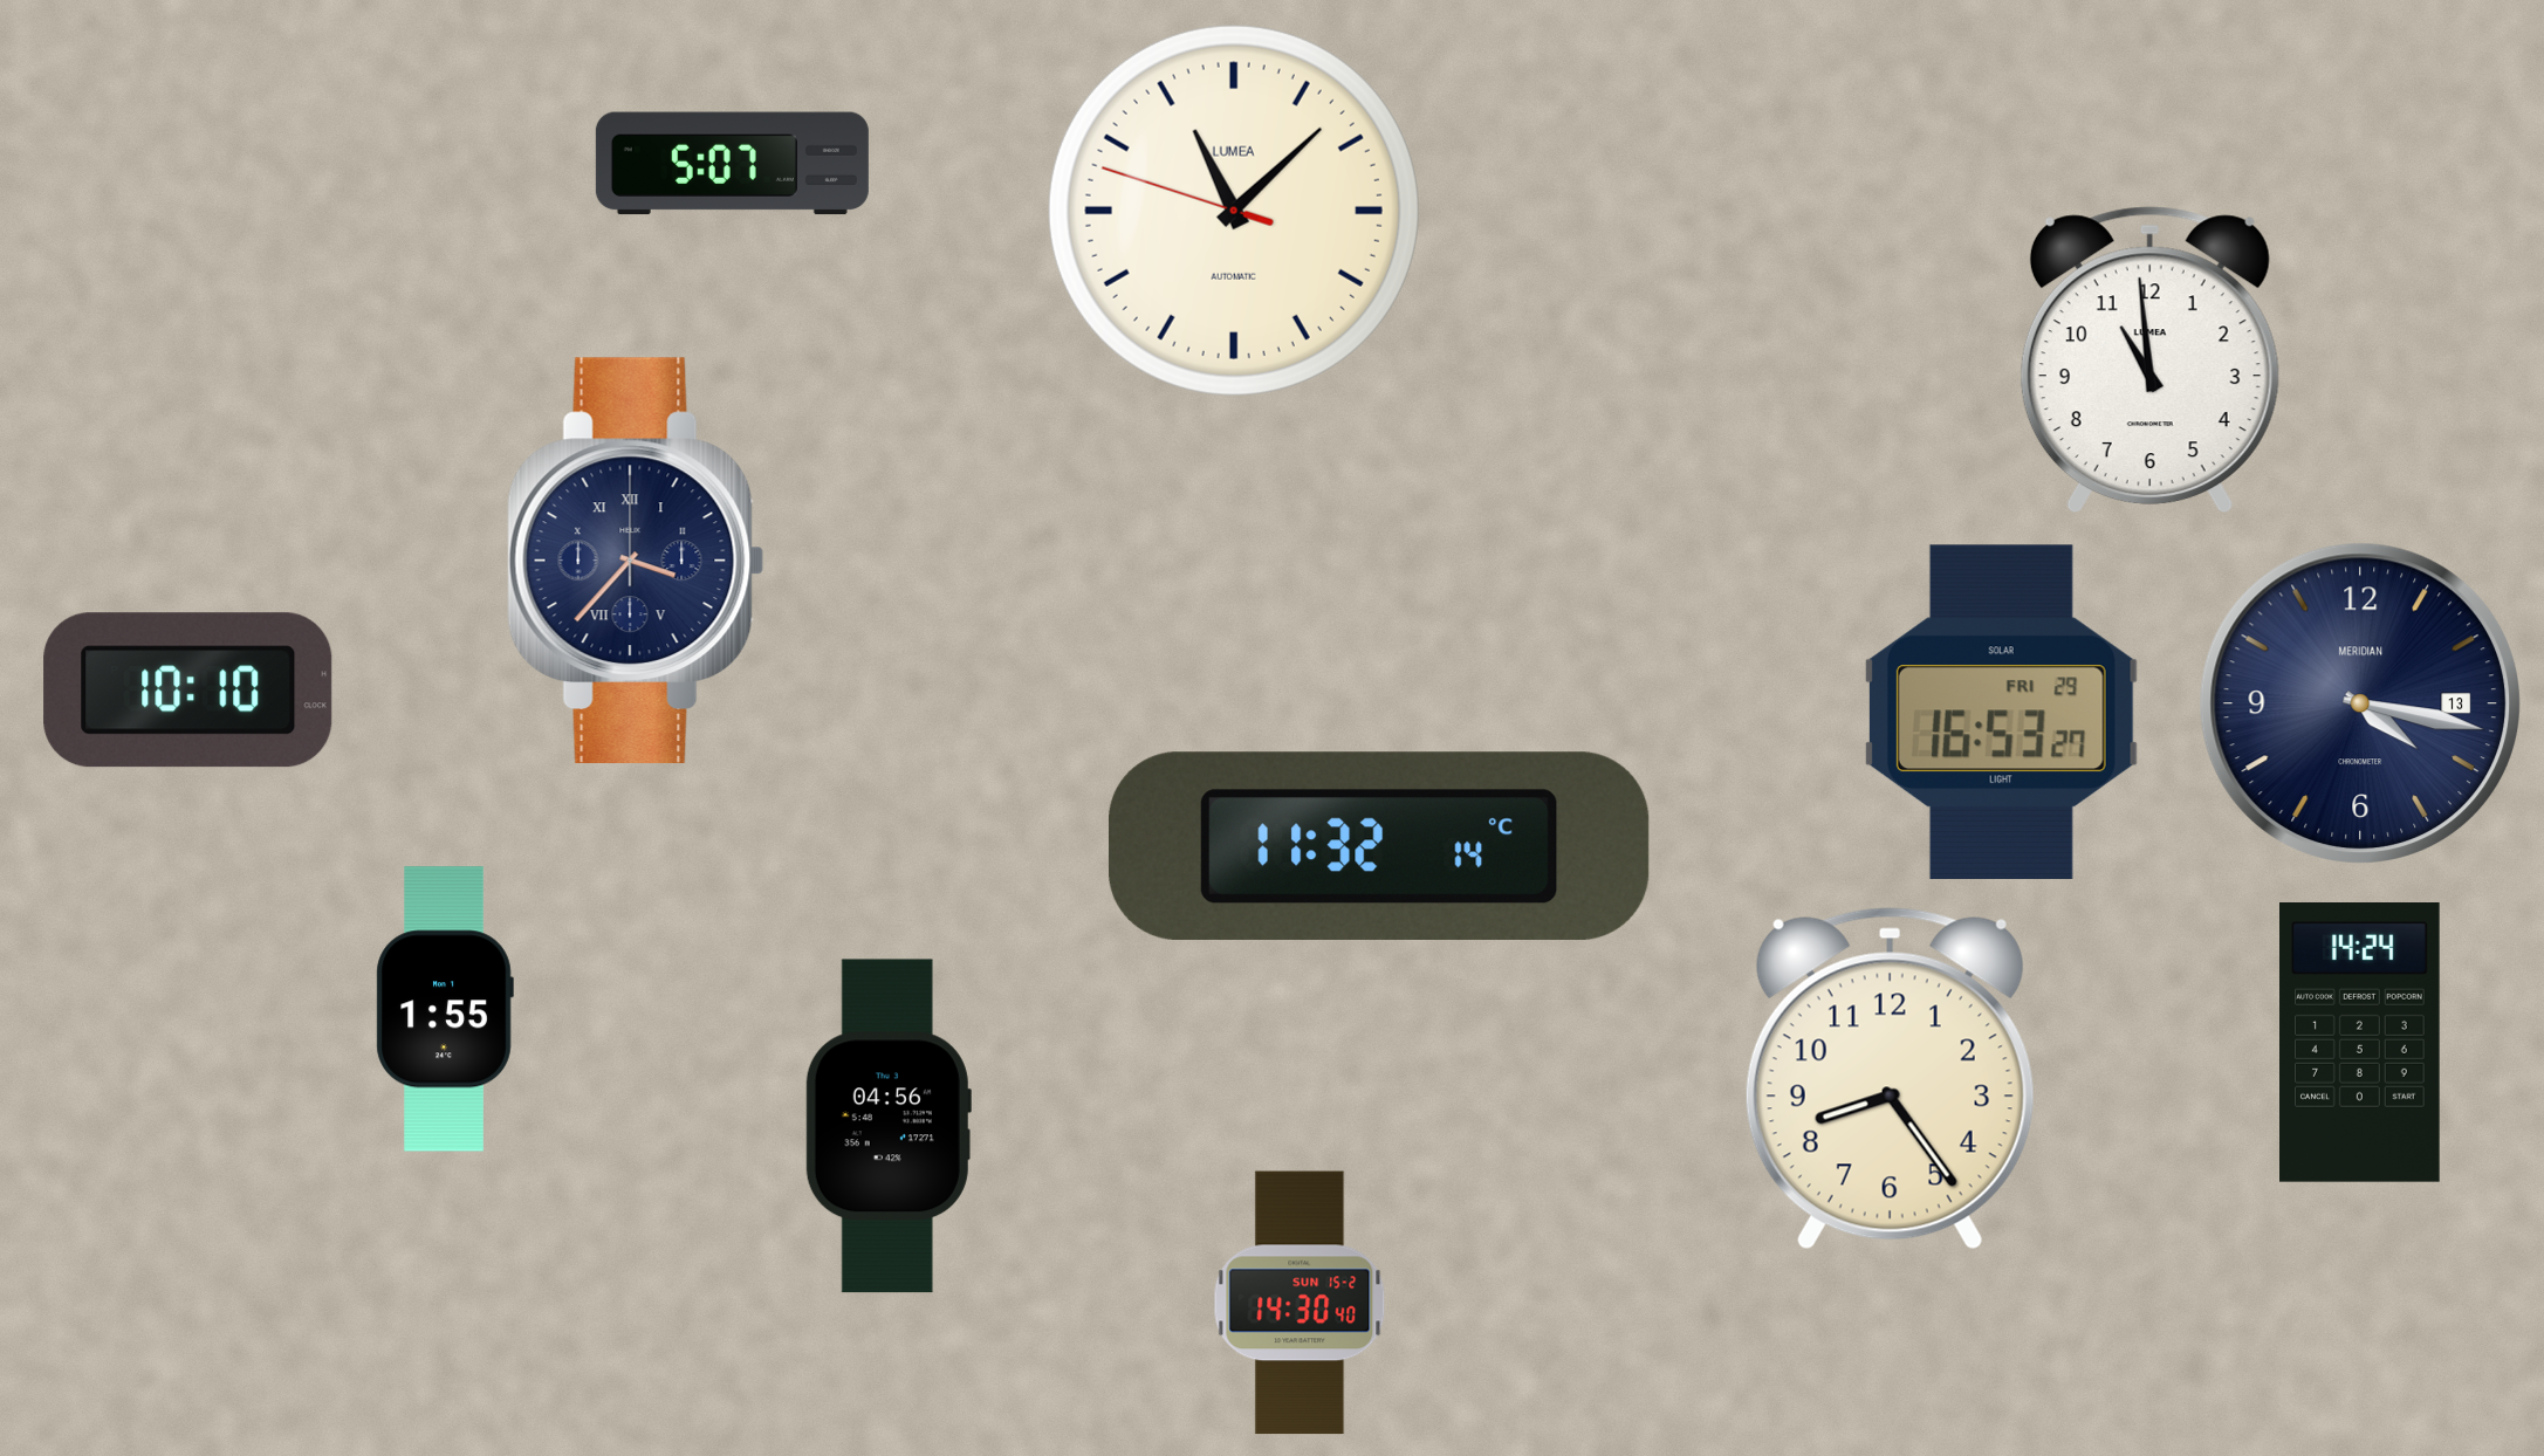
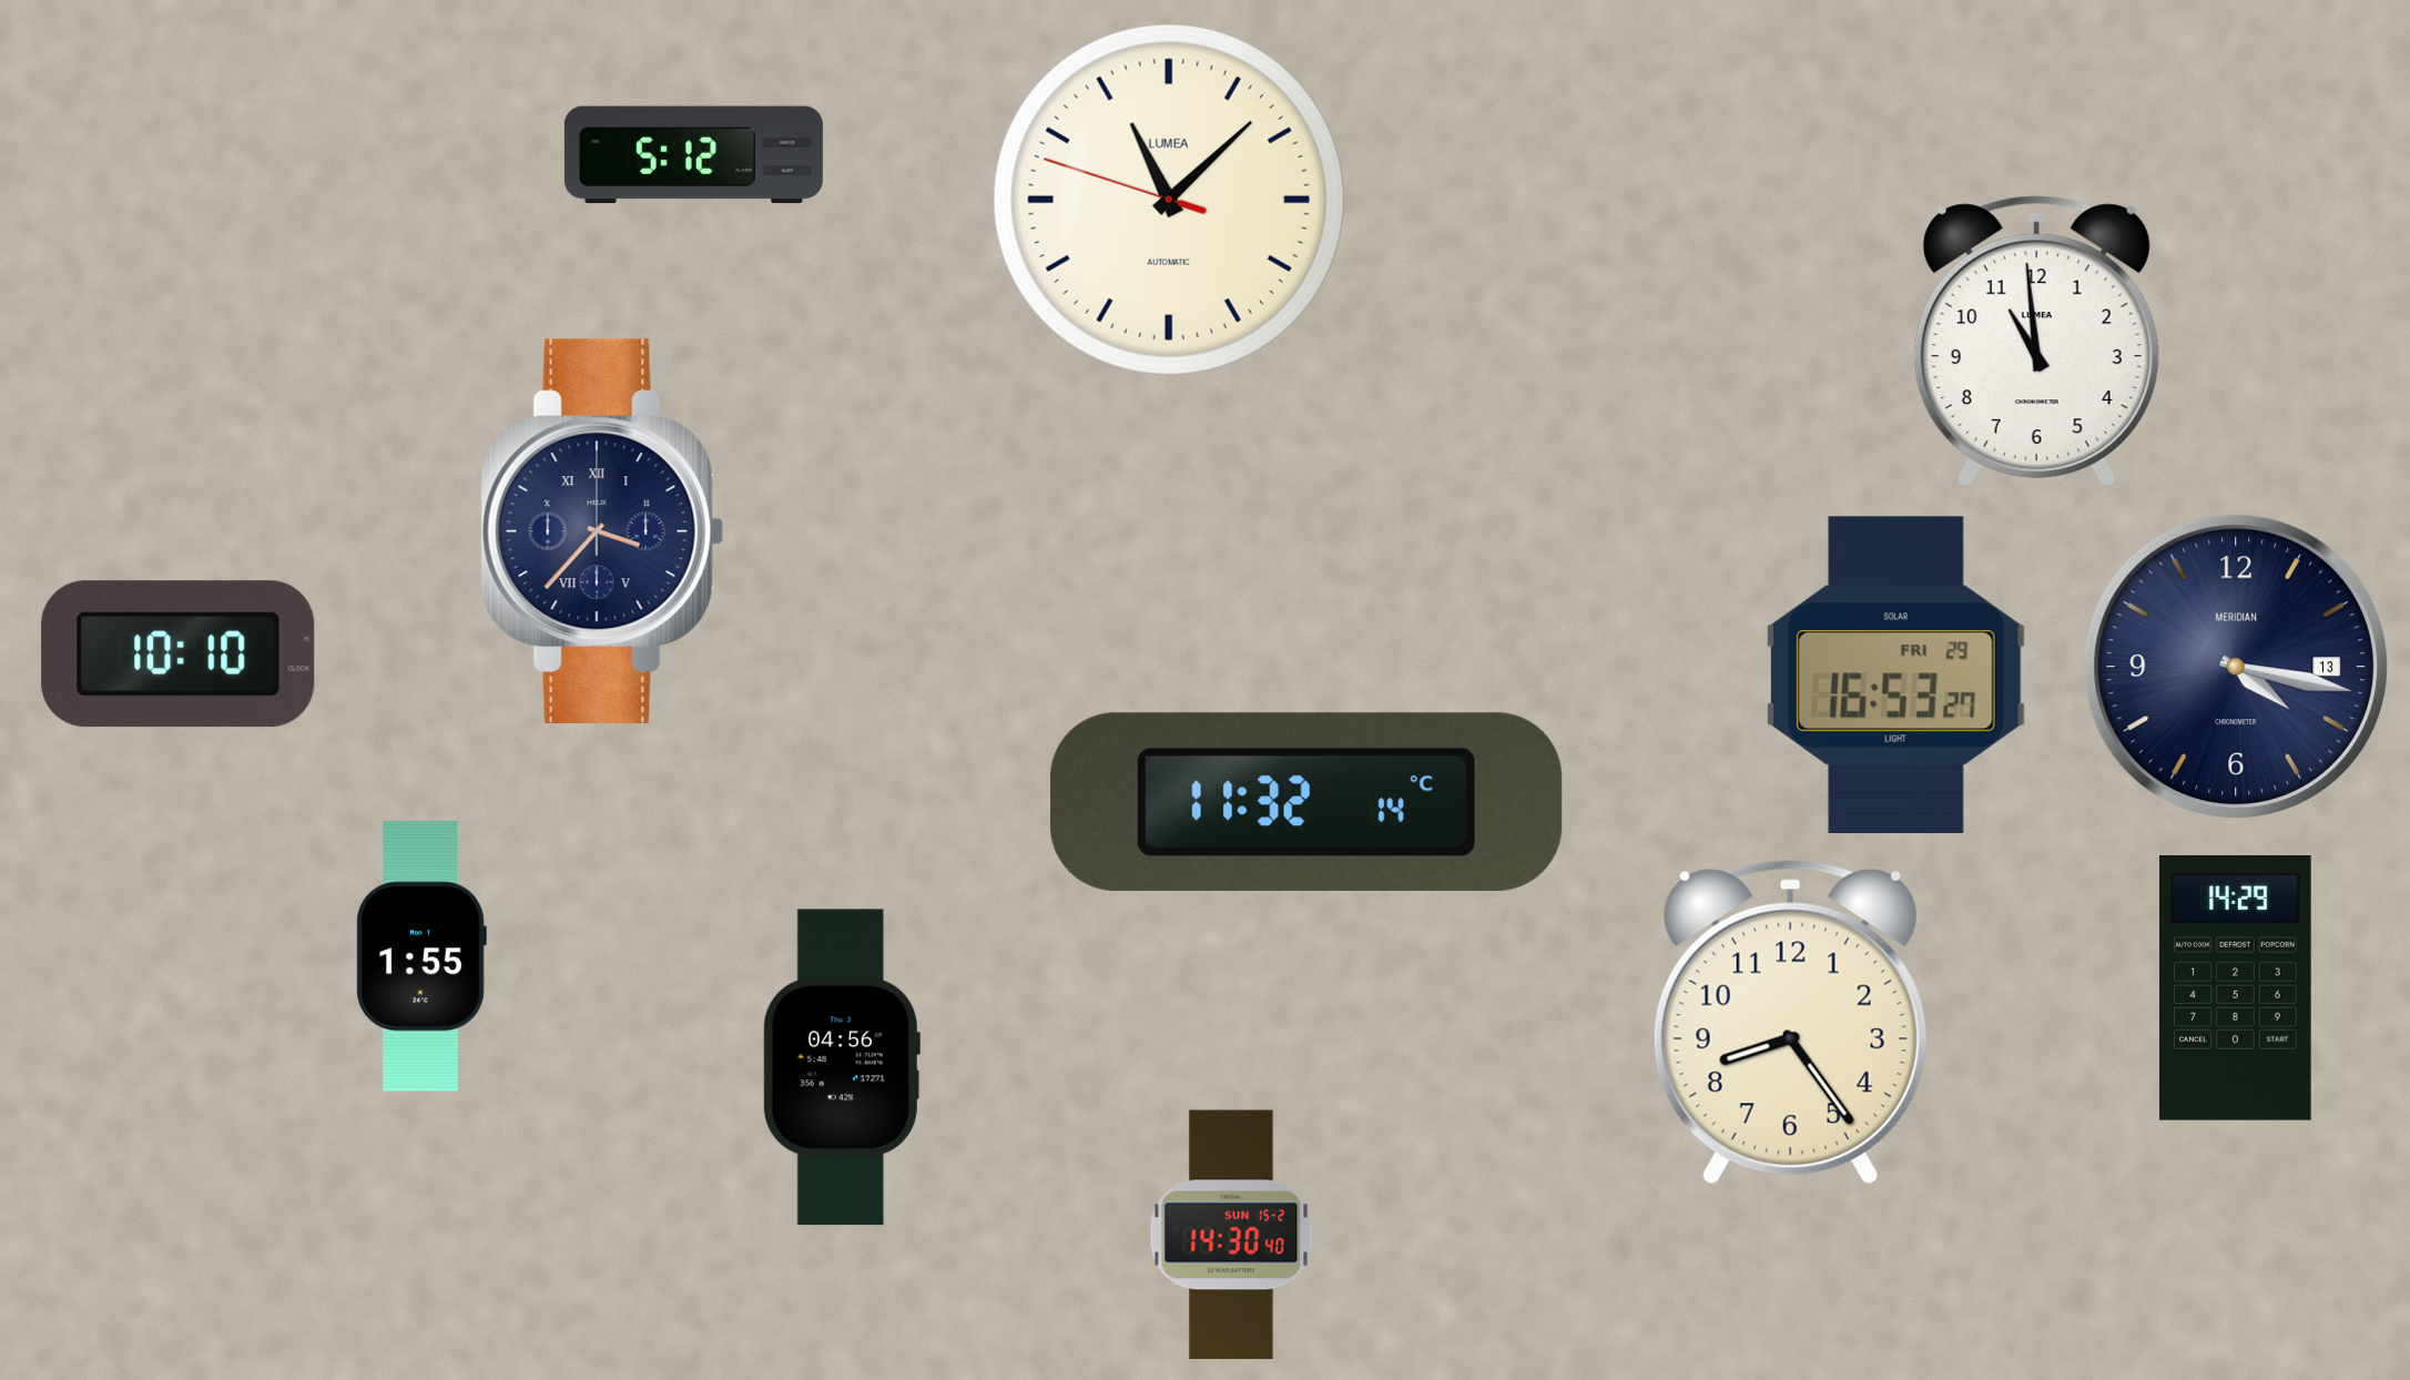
clock at (732, 164): 5:07 -> 5:12
clock at (2360, 1043): 14:24 -> 14:29
